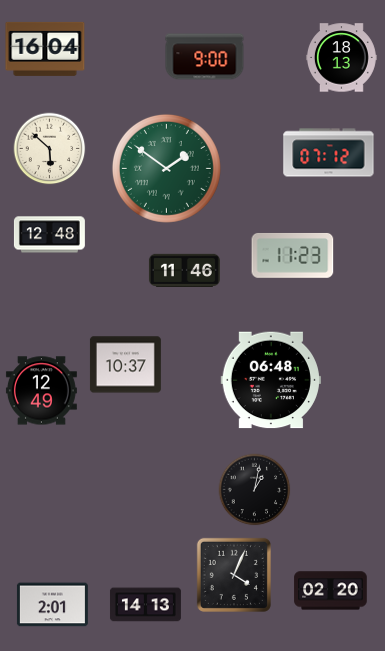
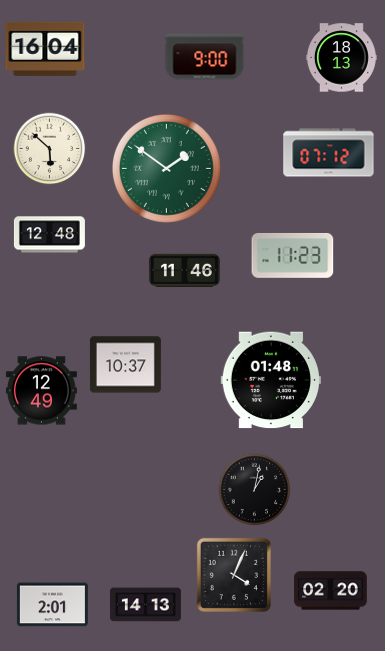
clock at (271, 380): 06:48 -> 01:48
